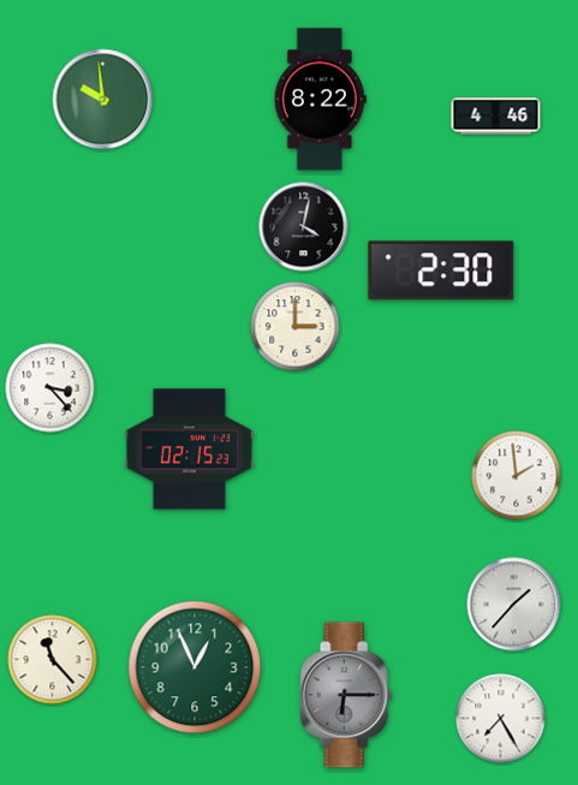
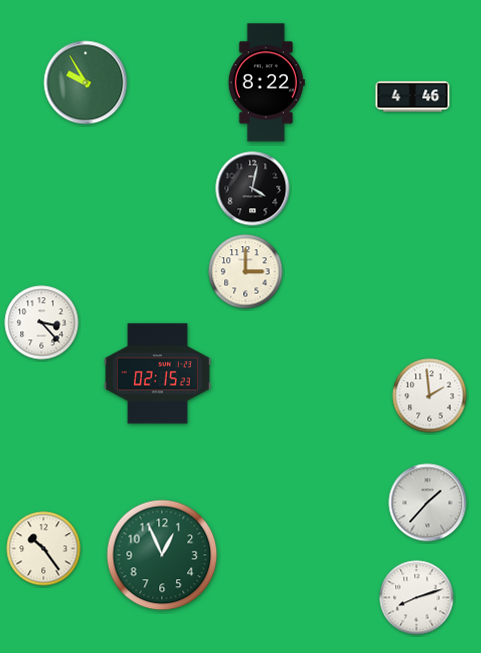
clock at (103, 100): 9:59 -> 9:55
clock at (441, 270): 2:30 -> none
clock at (53, 660): 11:23 -> 10:24
clock at (346, 695): 6:15 -> none
clock at (501, 719): 7:25 -> 8:12
